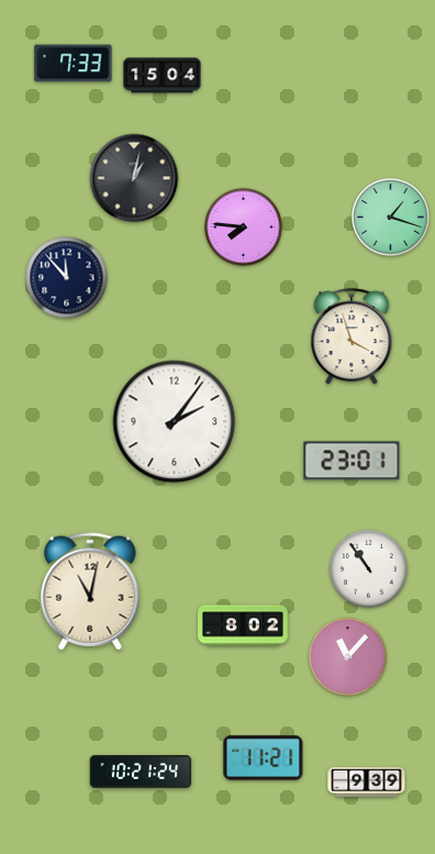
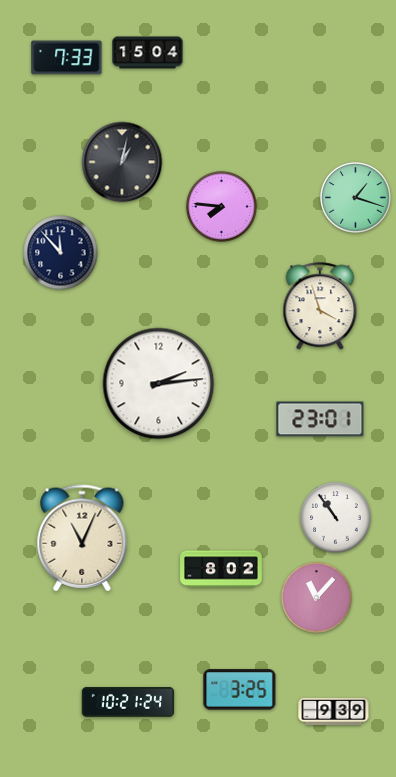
clock at (163, 76) position: (163, 76) -> (148, 53)
clock at (175, 422): 2:06 -> 2:14
clock at (90, 591): 11:02 -> 11:04
clock at (264, 758): 11:21 -> 3:25
